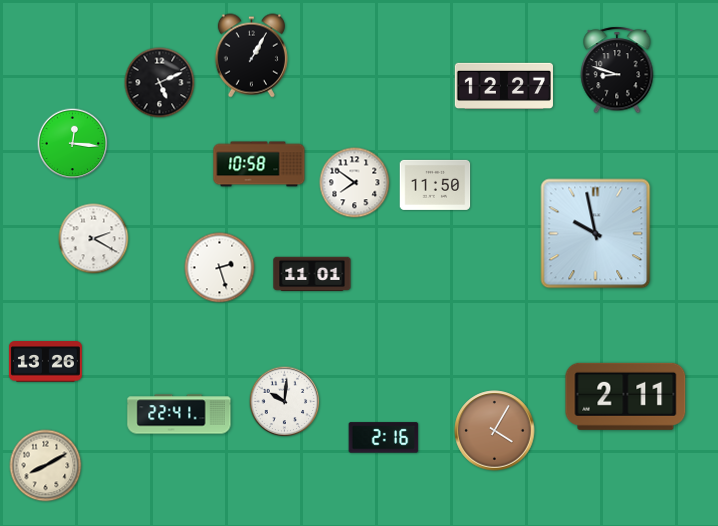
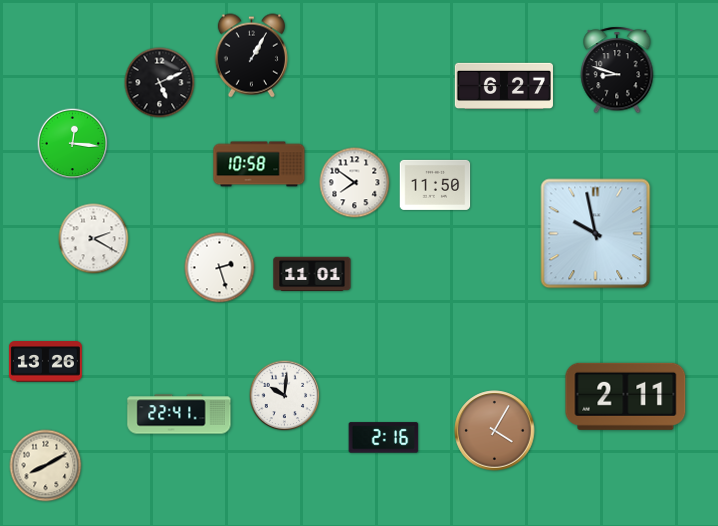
clock at (504, 85): 12:27 -> 6:27
clock at (285, 402) position: (285, 402) -> (285, 396)
